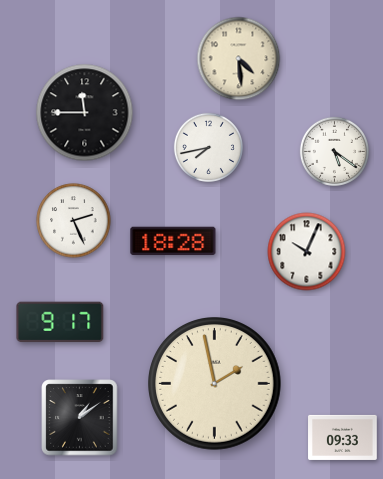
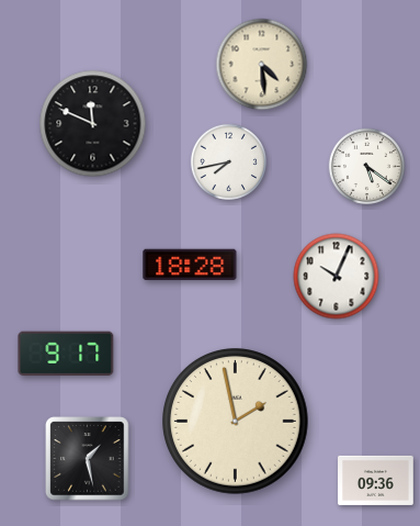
clock at (85, 113): 11:45 -> 11:49
clock at (74, 221): 2:26 -> none
clock at (80, 418): 1:09 -> 1:28
clock at (343, 437): 09:33 -> 09:36
